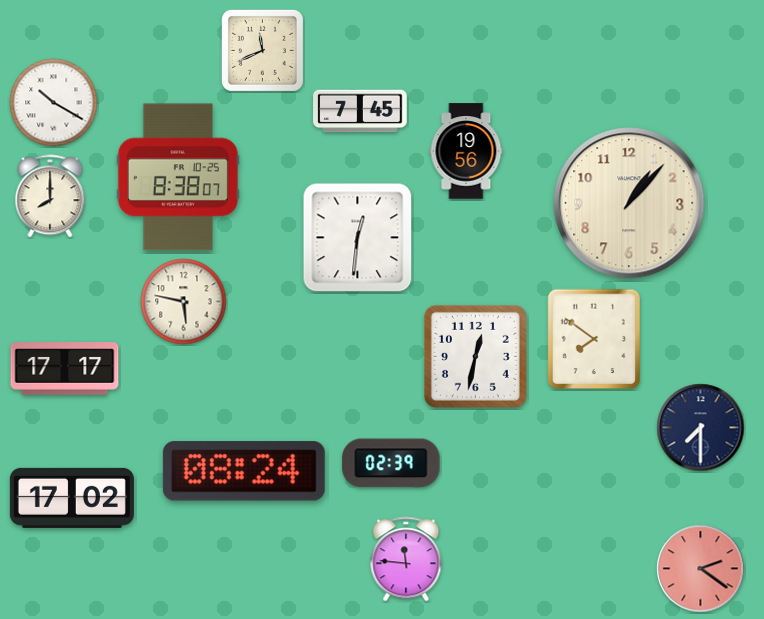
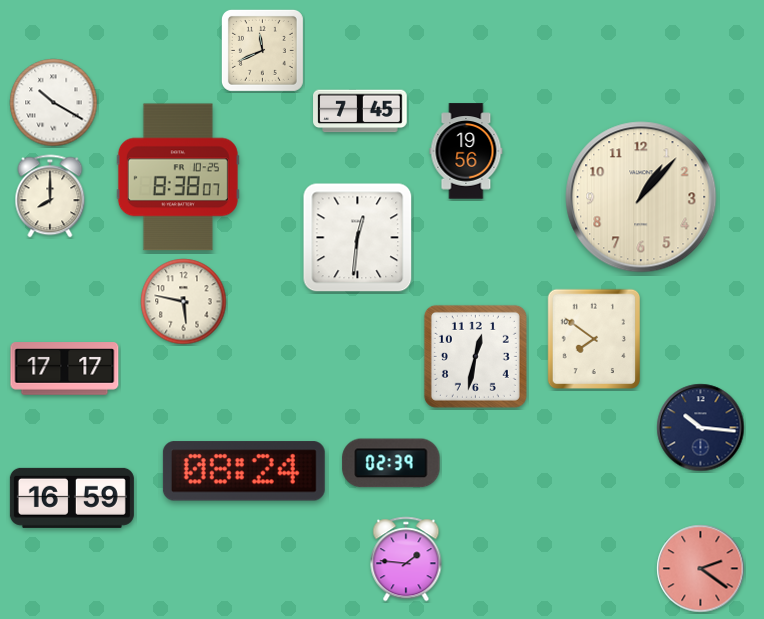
clock at (629, 203) position: (629, 203) -> (641, 197)
clock at (701, 428): 7:30 -> 10:16
clock at (72, 498): 17:02 -> 16:59
clock at (406, 559): 11:46 -> 1:46
